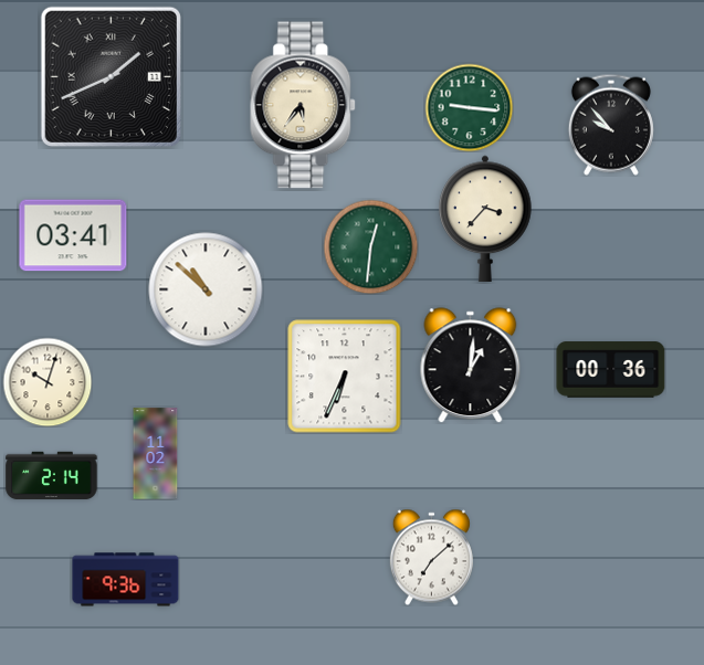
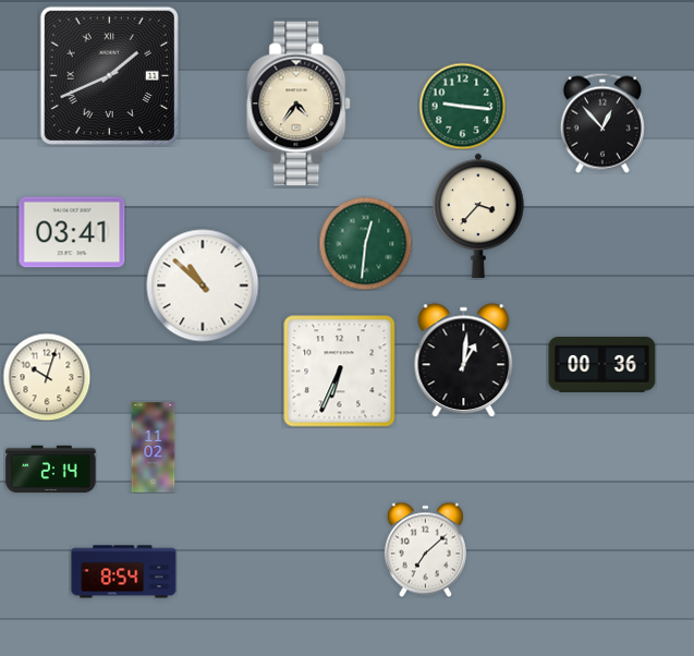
clock at (304, 105): 5:36 -> 4:36
clock at (611, 125): 9:53 -> 12:53
clock at (126, 580): 9:36 -> 8:54
